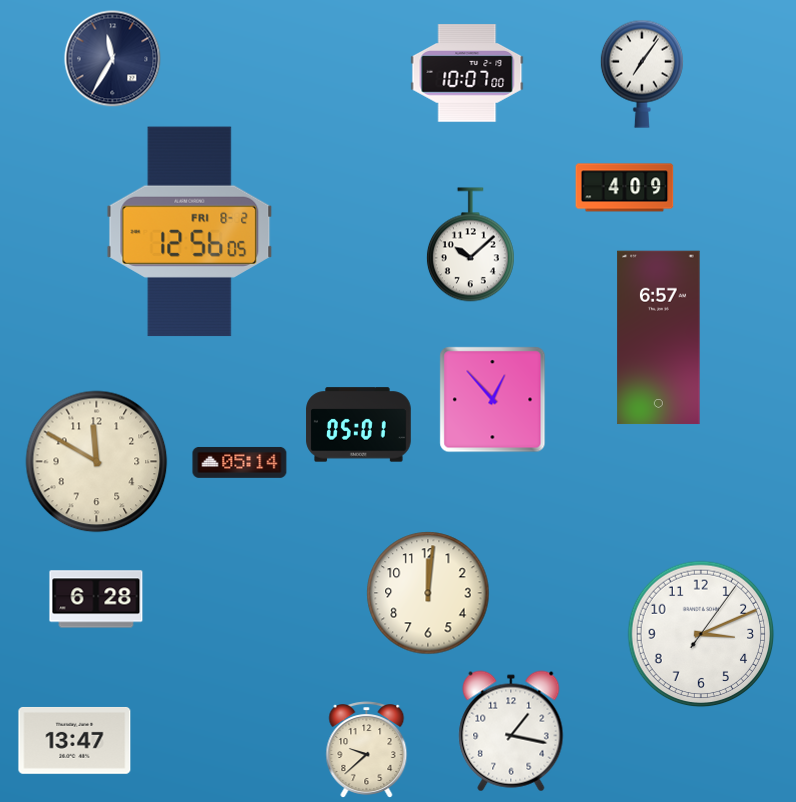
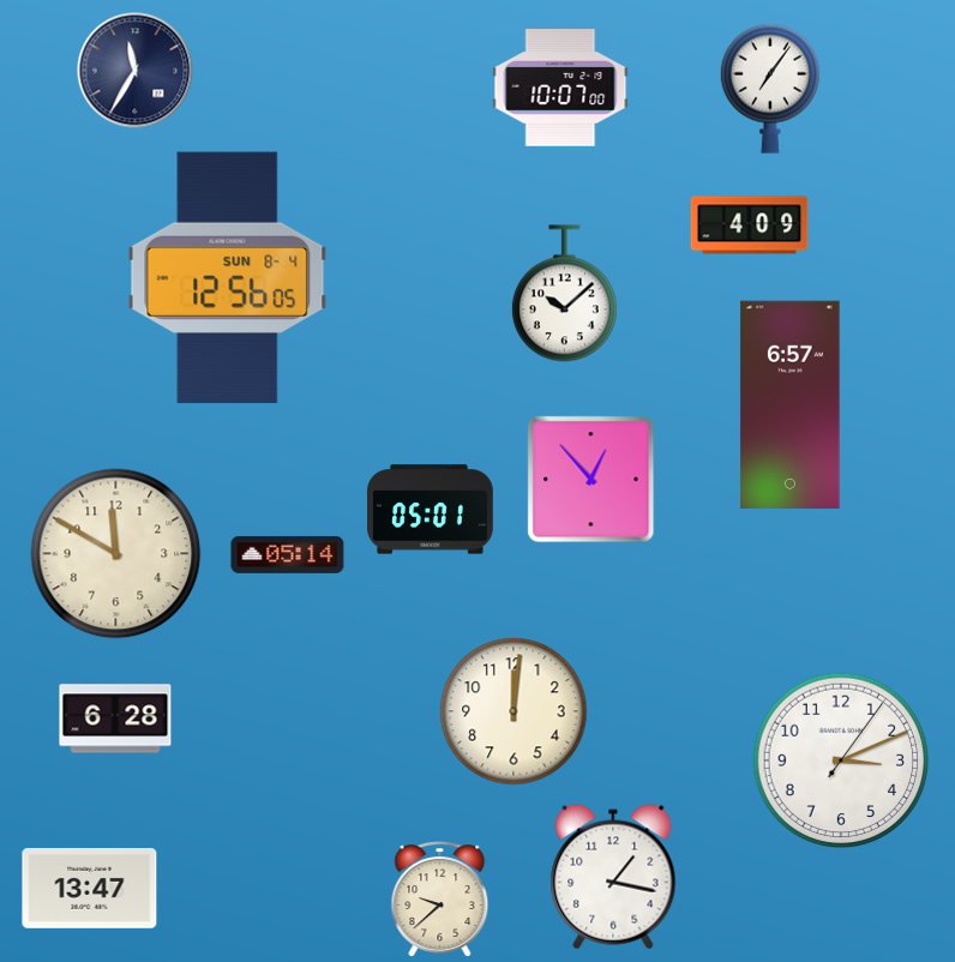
clock at (190, 232) date: FRI 8-2 -> SUN 8-4
